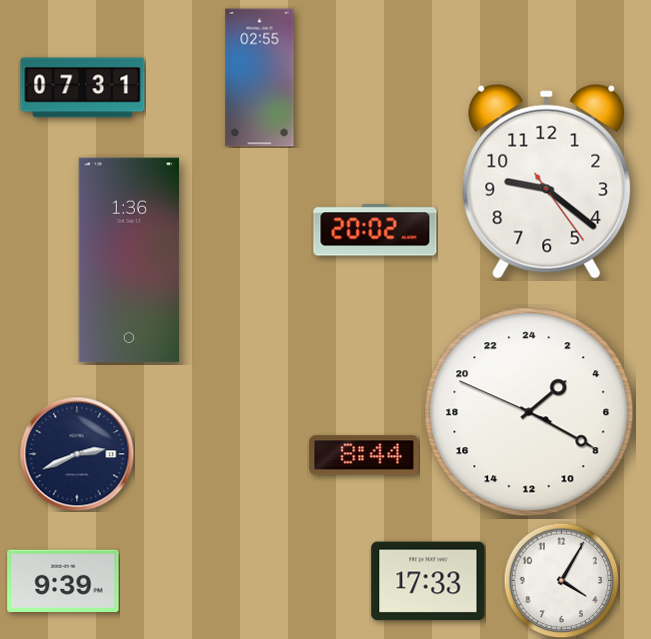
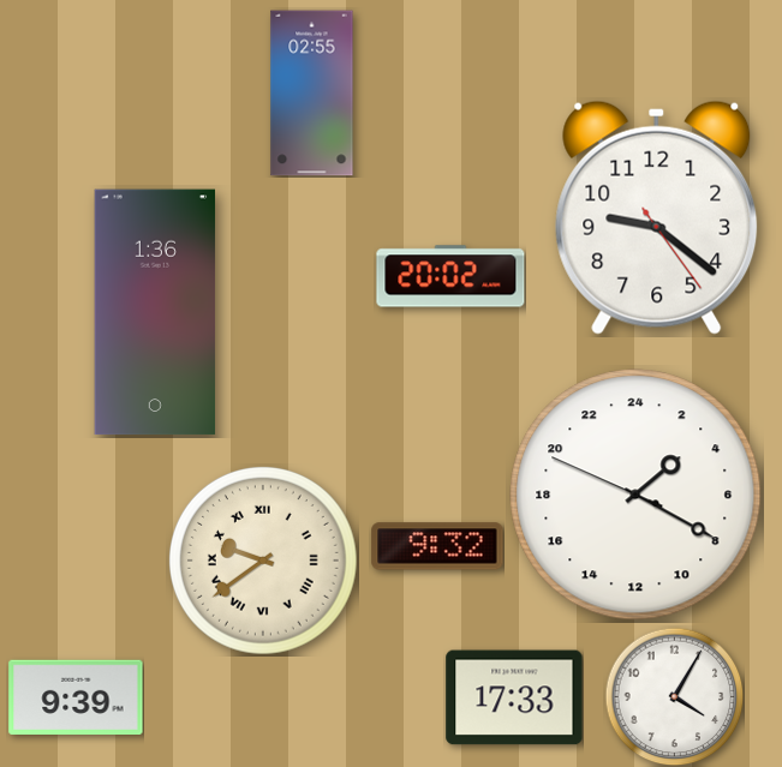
clock at (83, 88): 07:31 -> none
clock at (77, 454): 2:41 -> none
clock at (364, 455): 8:44 -> 9:32
clock at (263, 561): none -> 9:39
